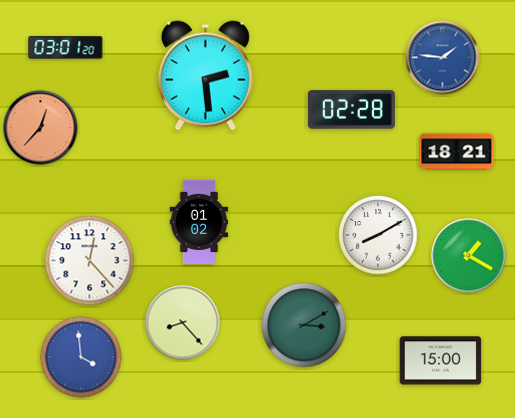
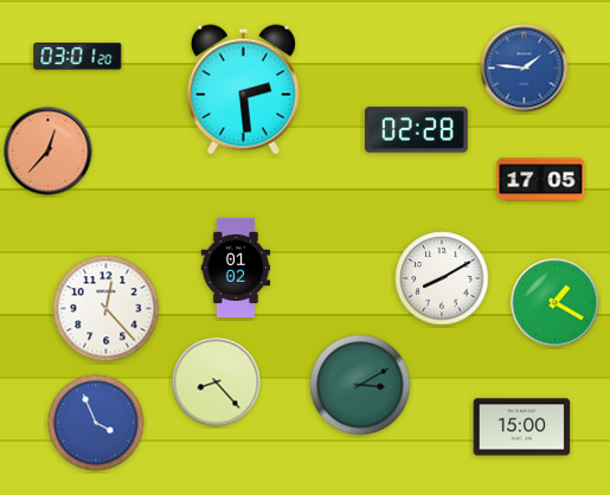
clock at (457, 152): 18:21 -> 17:05
clock at (199, 222) position: (199, 222) -> (236, 268)
clock at (378, 235) position: (378, 235) -> (442, 278)
clock at (81, 357): 3:59 -> 3:56
